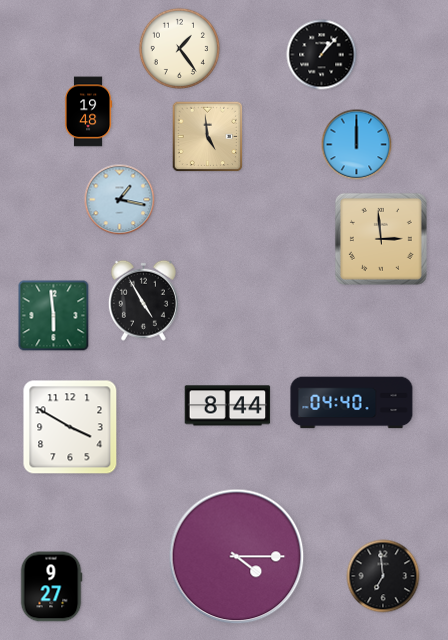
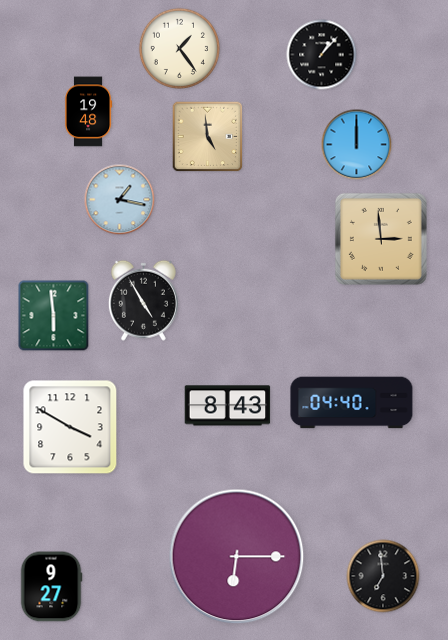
clock at (228, 406): 8:44 -> 8:43
clock at (237, 557): 4:15 -> 6:15
